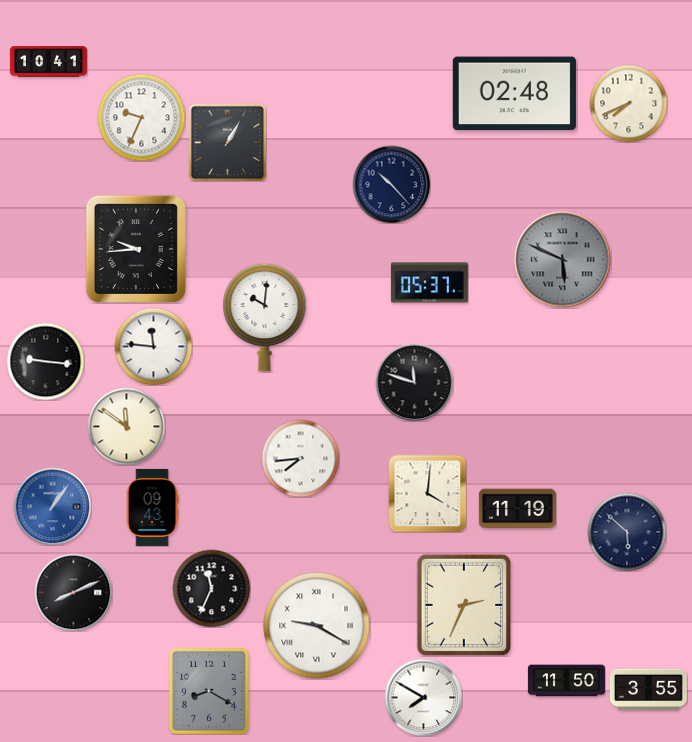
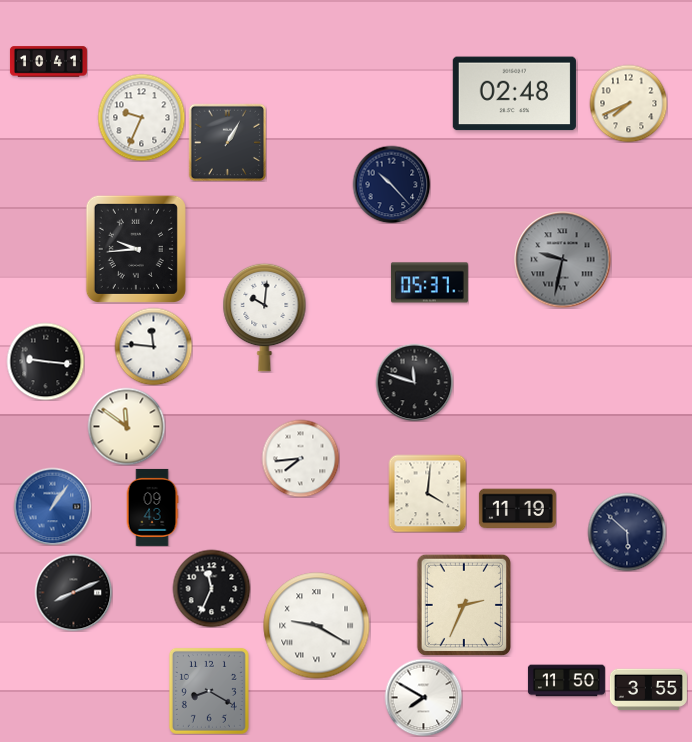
clock at (563, 260): 5:49 -> 9:32
